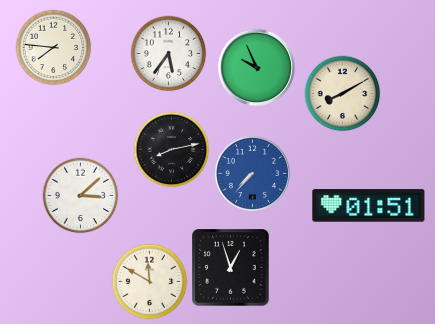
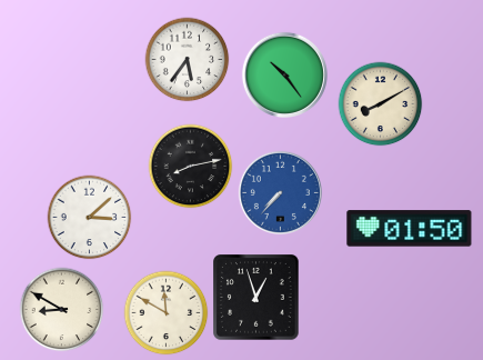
clock at (54, 48): 7:46 -> none
clock at (256, 67): 9:56 -> 10:24
clock at (369, 206): 01:51 -> 01:50
clock at (62, 310): none -> 8:50
